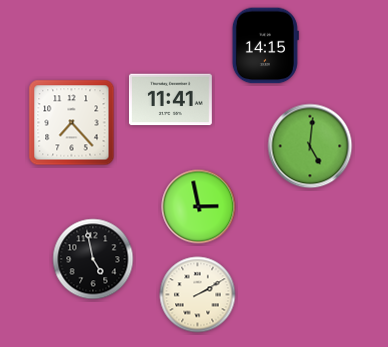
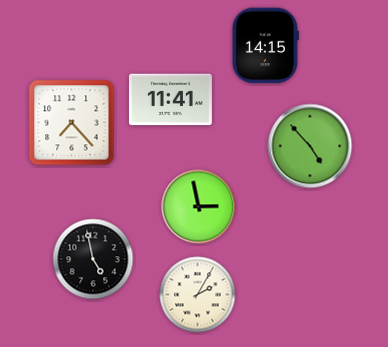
clock at (310, 146): 5:01 -> 4:53
clock at (198, 295): 2:10 -> 2:05
